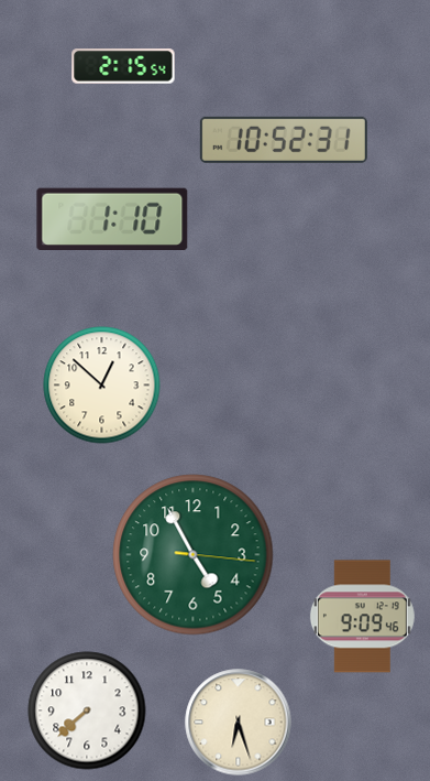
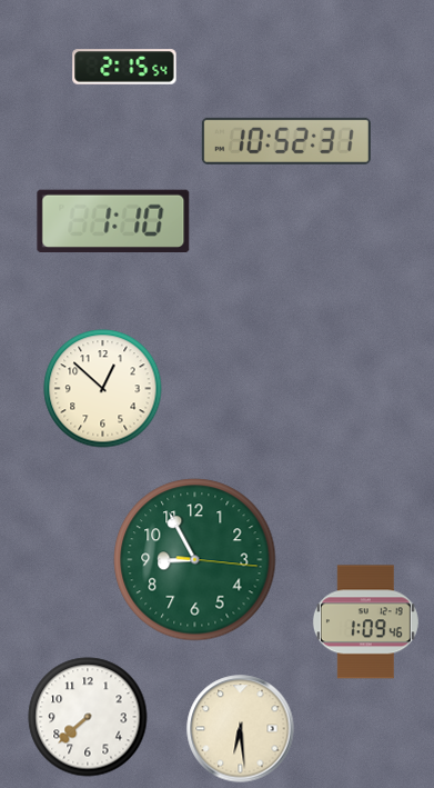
clock at (194, 555): 4:55 -> 8:55
clock at (362, 617): 9:09 -> 1:09
clock at (239, 723): 6:27 -> 6:29
